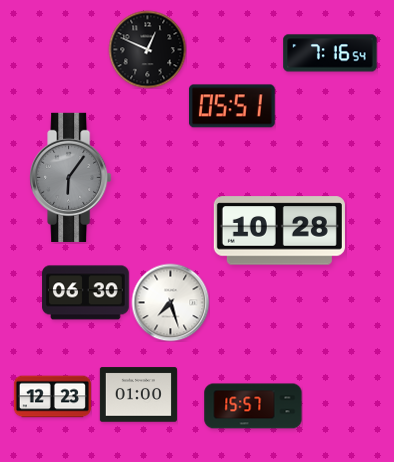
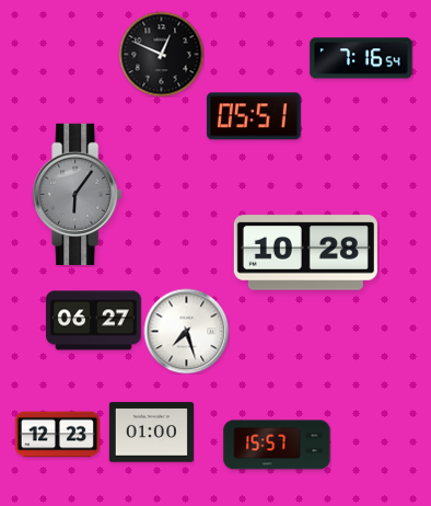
clock at (86, 293): 06:30 -> 06:27
